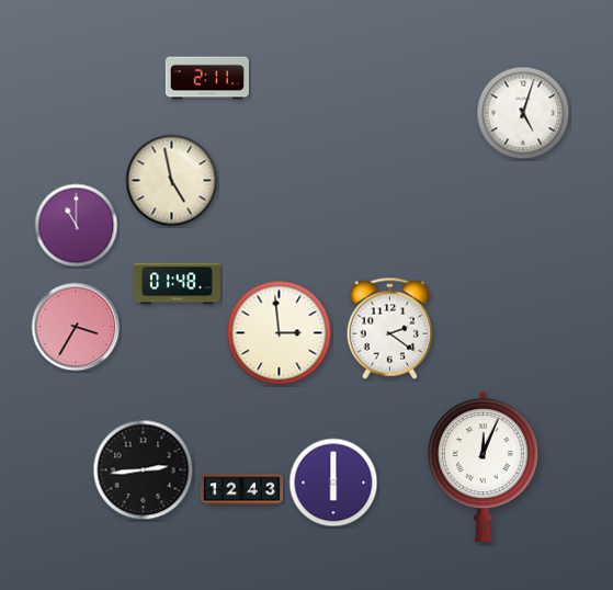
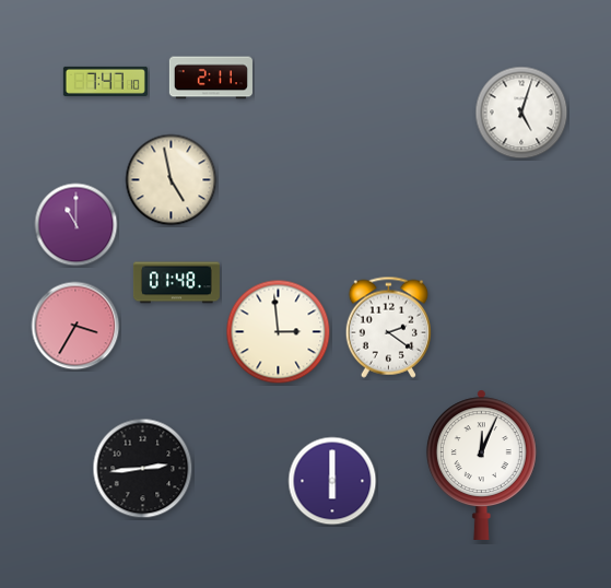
clock at (207, 78) position: (207, 78) -> (211, 78)
clock at (105, 81): none -> 7:47
clock at (242, 490): 12:43 -> none
